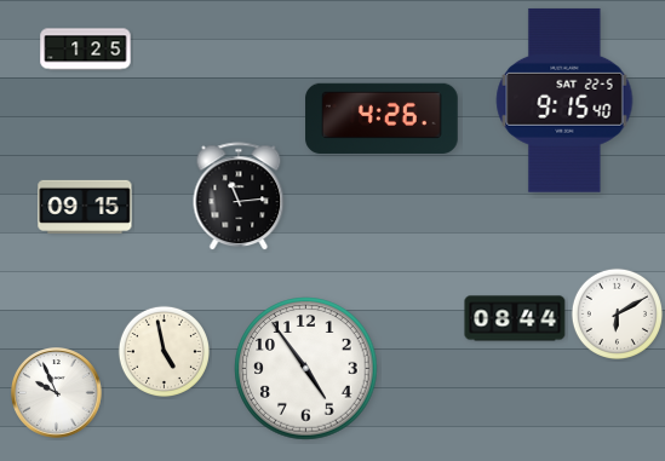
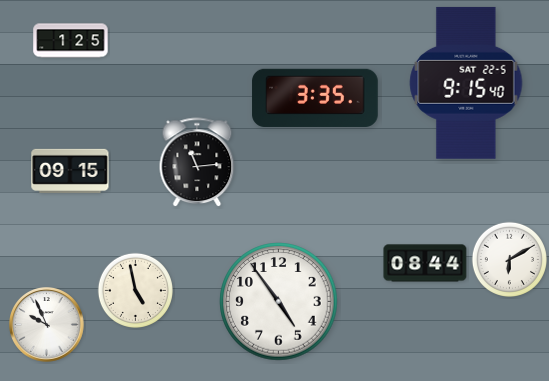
clock at (382, 117): 4:26 -> 3:35
clock at (306, 369) position: (306, 369) -> (279, 302)
